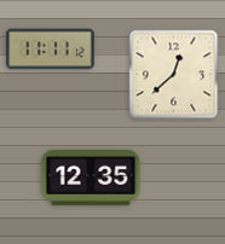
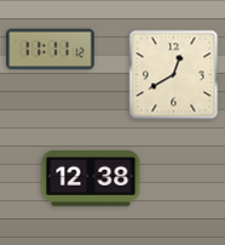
clock at (174, 75): 12:38 -> 12:40
clock at (91, 178): 12:35 -> 12:38
